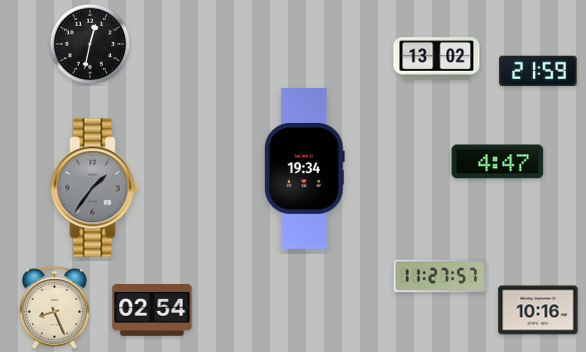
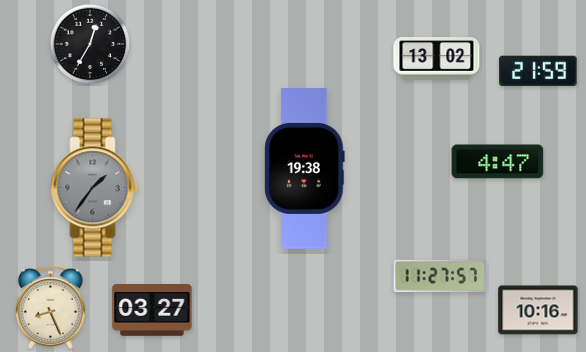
clock at (90, 44): 12:32 -> 12:35
clock at (305, 169): 19:34 -> 19:38
clock at (55, 307) position: (55, 307) -> (51, 307)
clock at (152, 311): 02:54 -> 03:27
